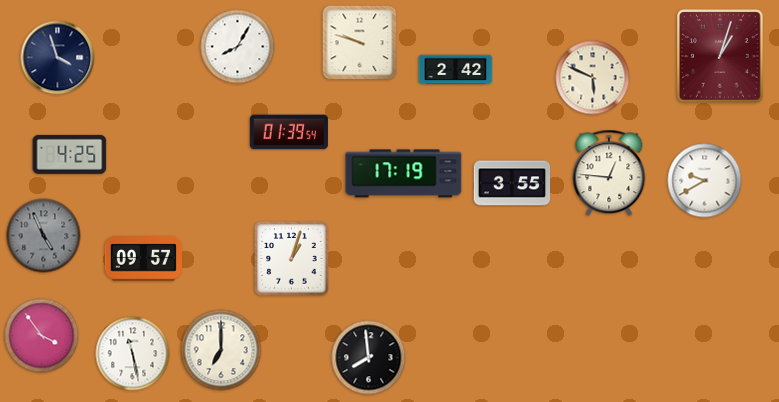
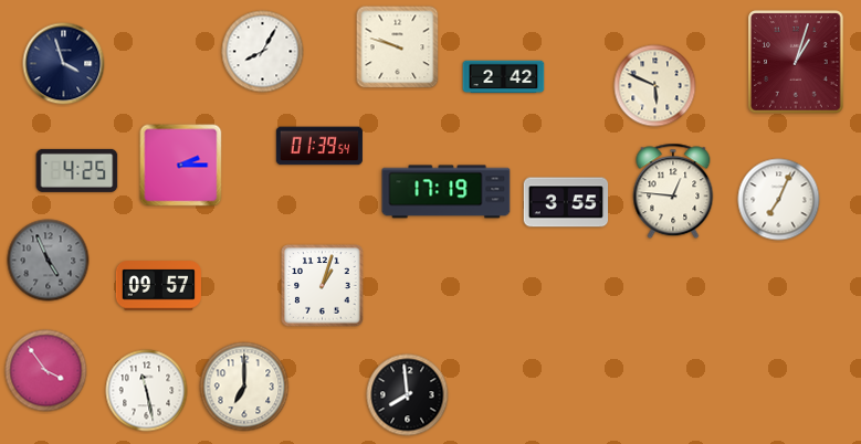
clock at (181, 166): none -> 2:15
clock at (705, 181): 9:40 -> 7:04
